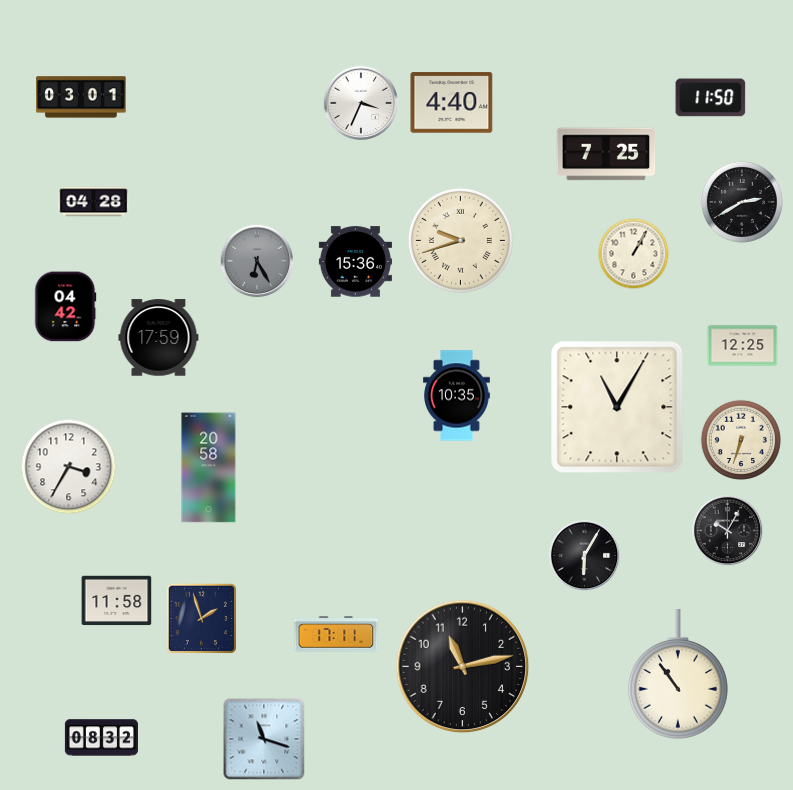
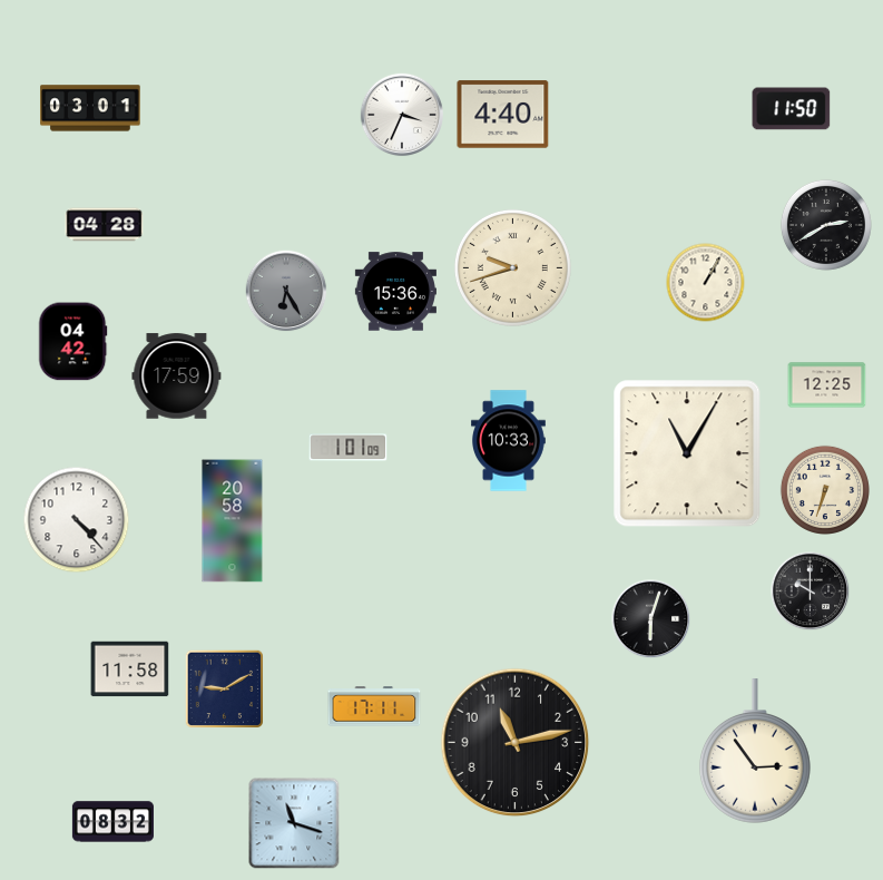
clock at (606, 154): 7:25 -> none
clock at (457, 396): 10:35 -> 10:33
clock at (349, 448): none -> 1:01
clock at (69, 467): 3:35 -> 4:23
clock at (728, 531): 10:05 -> 10:00
clock at (585, 556): 6:05 -> 6:03
clock at (201, 618): 1:57 -> 9:10
clock at (678, 674): 10:54 -> 2:54
